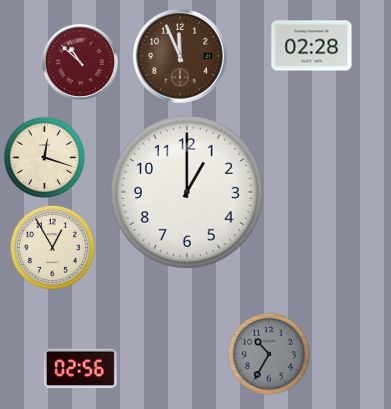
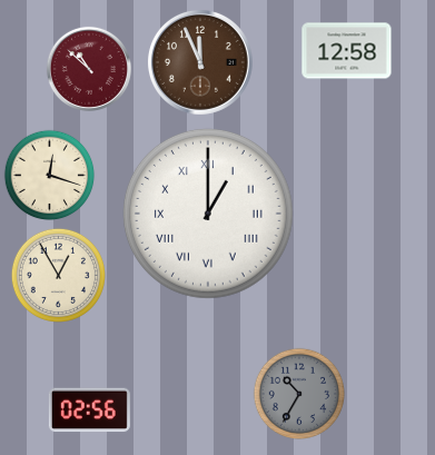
clock at (312, 46): 02:28 -> 12:58
clock at (187, 192) numerals: Arabic -> Roman
